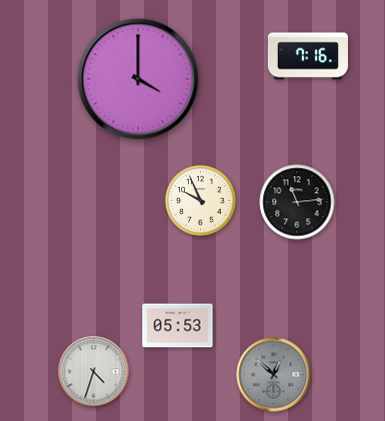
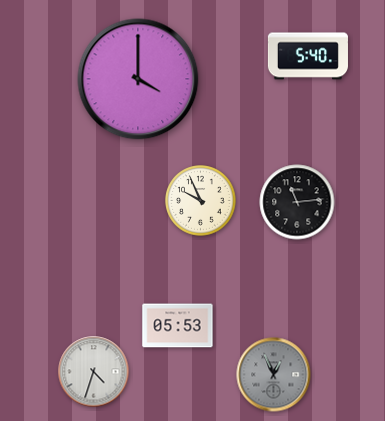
clock at (308, 56): 7:16 -> 5:40
clock at (274, 375): 12:52 -> 12:56
